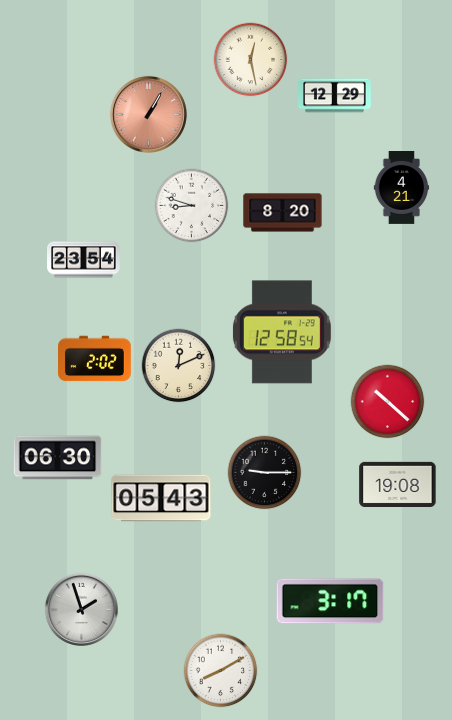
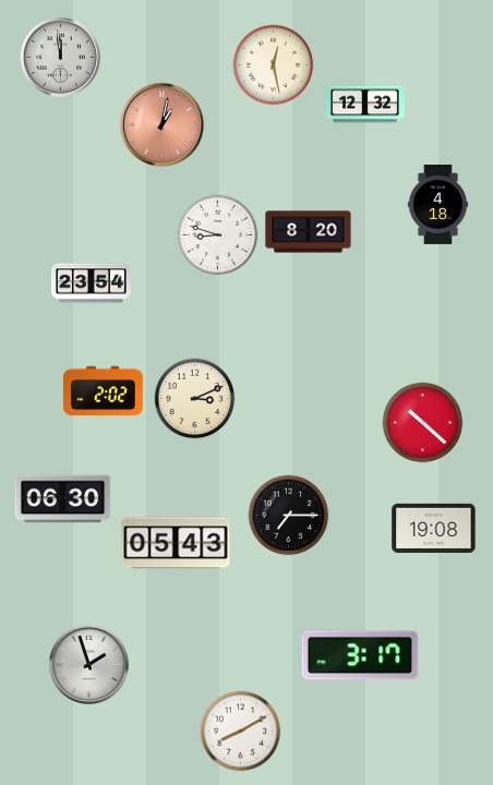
clock at (60, 57): none -> 11:59
clock at (335, 96): 12:29 -> 12:32
clock at (148, 114): 1:05 -> 1:02
clock at (402, 188): 4:21 -> 4:18
clock at (192, 206) position: (192, 206) -> (218, 235)
clock at (282, 332): 12:58 -> none
clock at (179, 366): 12:11 -> 3:11
clock at (388, 402) position: (388, 402) -> (423, 423)
clock at (265, 473): 9:15 -> 7:15
